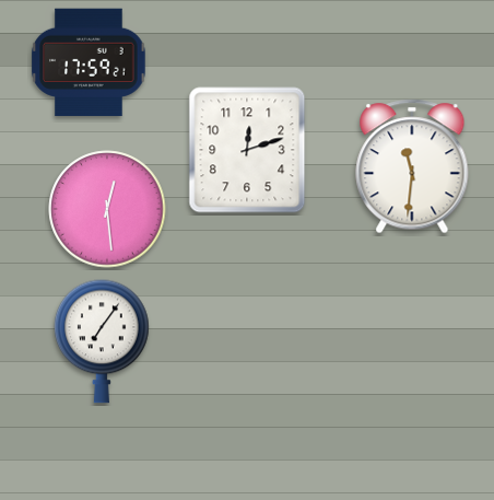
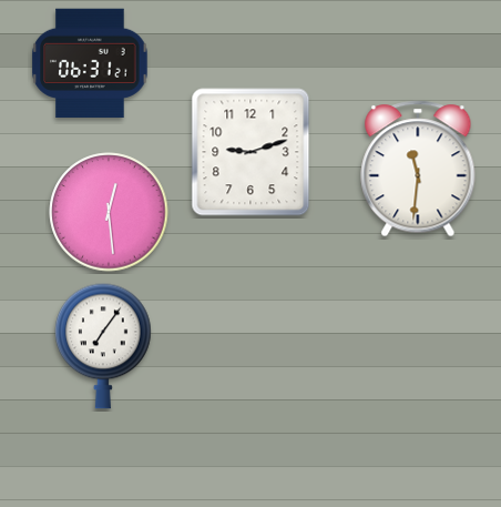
clock at (89, 62): 17:59 -> 06:31
clock at (247, 150): 12:12 -> 9:12
